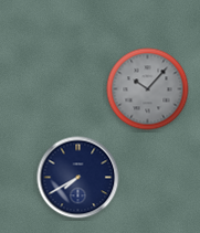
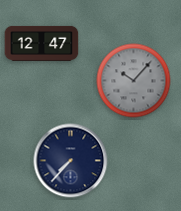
clock at (42, 43): none -> 12:47
clock at (78, 178): 7:40 -> 7:37
